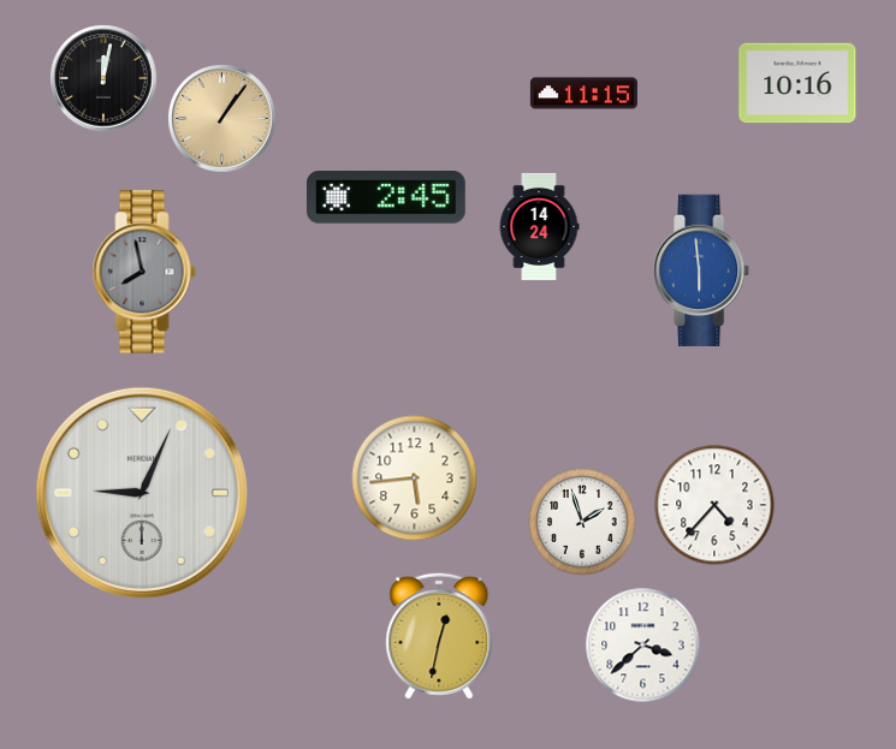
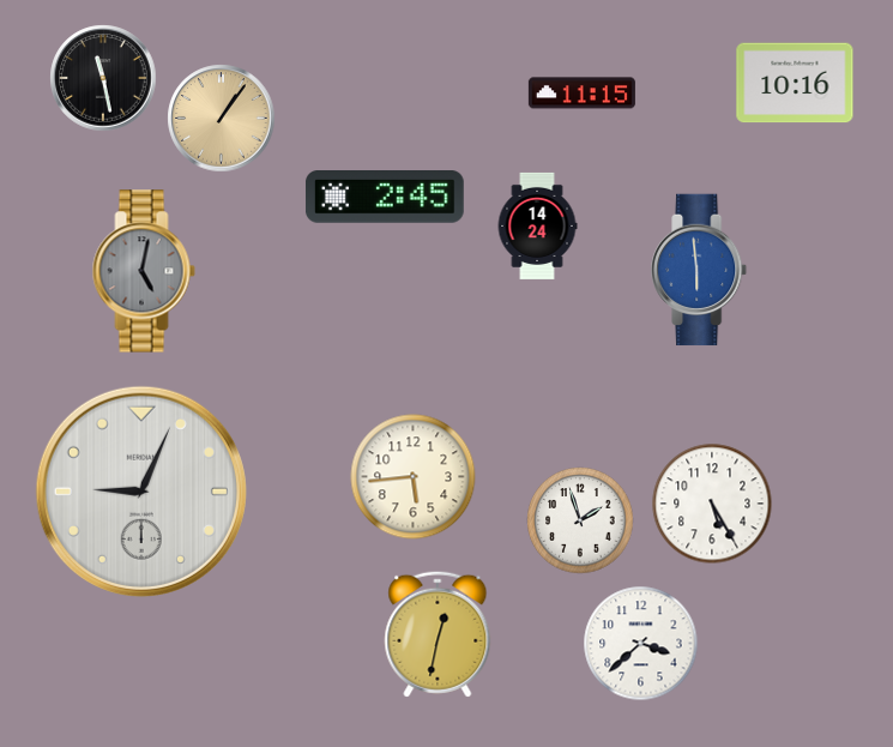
clock at (103, 78): 12:02 -> 11:28
clock at (144, 272): 7:58 -> 5:02
clock at (714, 505): 4:37 -> 5:25
